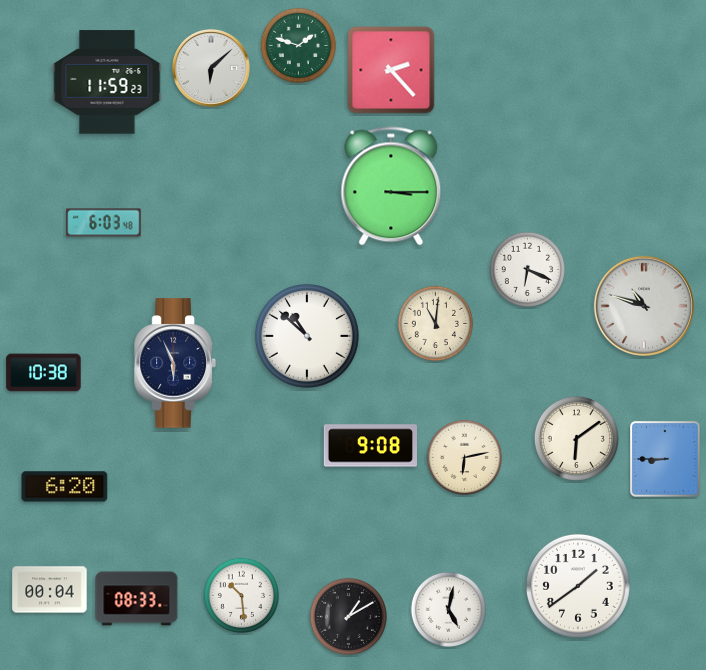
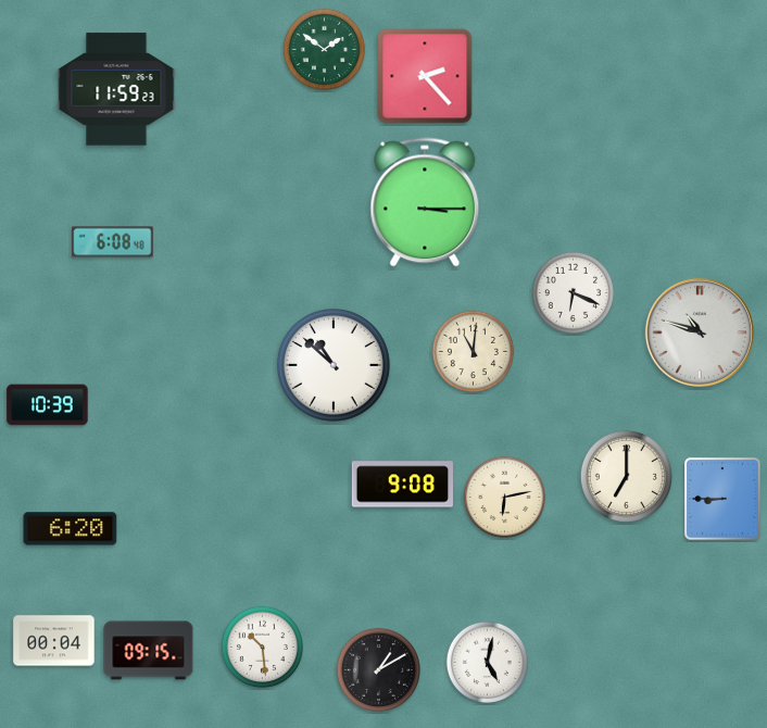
clock at (298, 45): 1:48 -> 1:51
clock at (211, 68): 6:08 -> none
clock at (104, 223): 6:03 -> 6:08
clock at (175, 363): 5:56 -> none
clock at (44, 373): 10:38 -> 10:39
clock at (576, 438): 6:09 -> 7:00
clock at (578, 586): 1:39 -> none
clock at (137, 599): 08:33 -> 09:15
